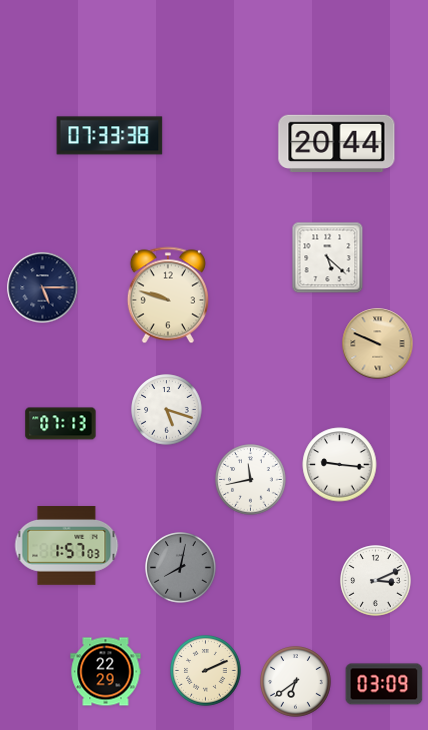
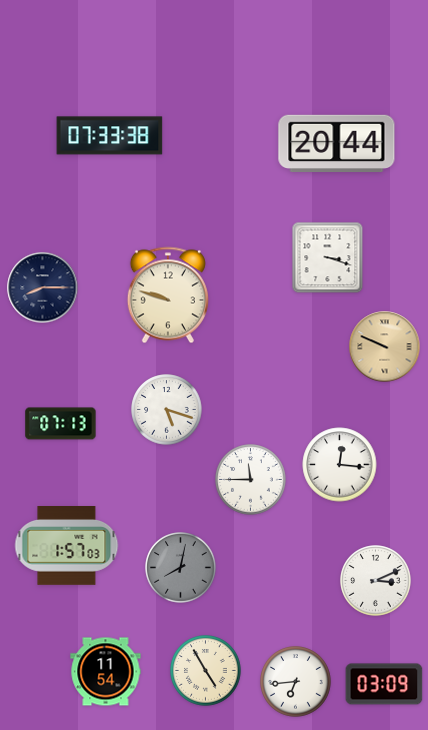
clock at (328, 258): 5:22 -> 3:18
clock at (43, 288): 5:15 -> 8:15
clock at (378, 344) position: (378, 344) -> (385, 347)
clock at (340, 465): 9:16 -> 12:16
clock at (251, 480): 11:43 -> 11:45
clock at (206, 671): 2:11 -> 4:55
clock at (106, 672): 22:29 -> 11:54
clock at (296, 682): 6:39 -> 6:44
